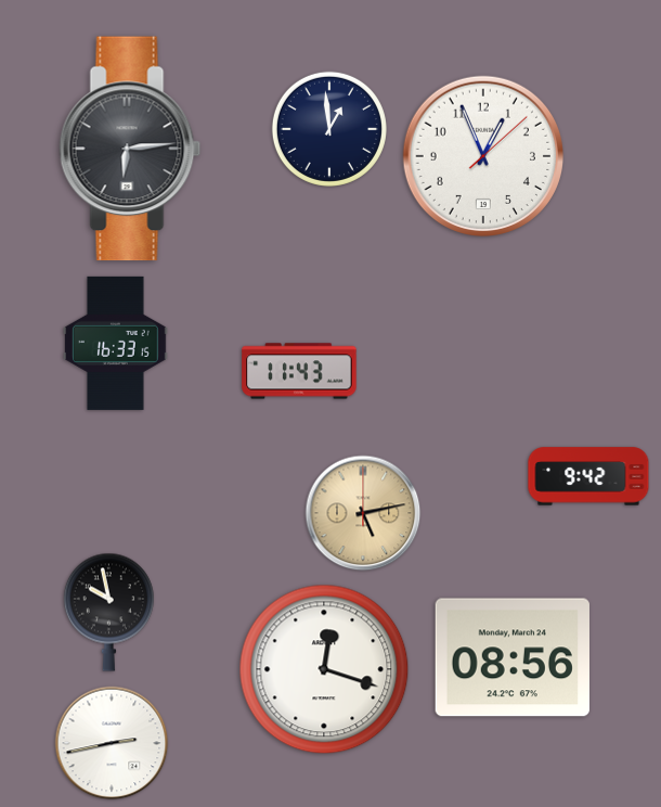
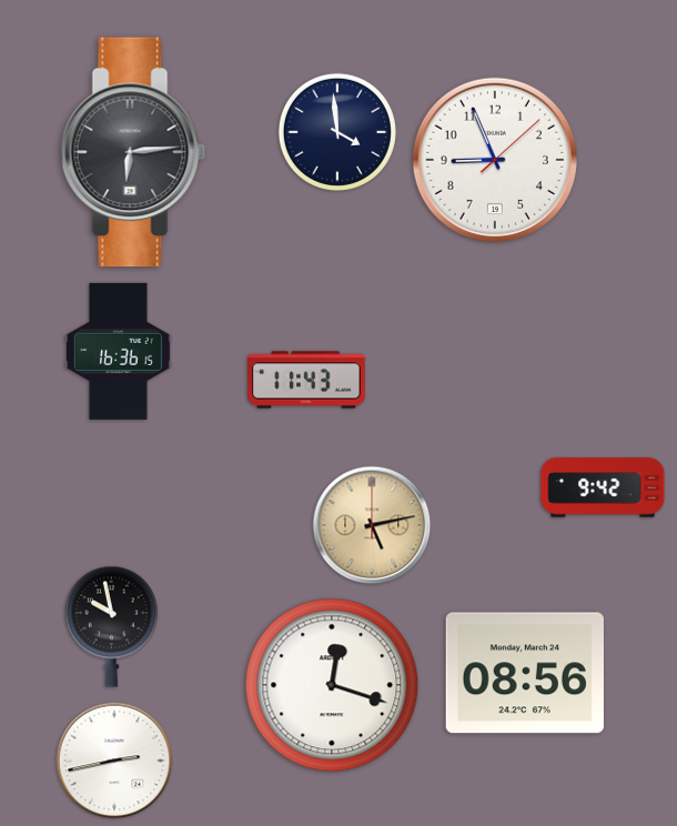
clock at (329, 129): 12:59 -> 3:59
clock at (482, 155): 12:56 -> 8:56
clock at (116, 343): 16:33 -> 16:36
